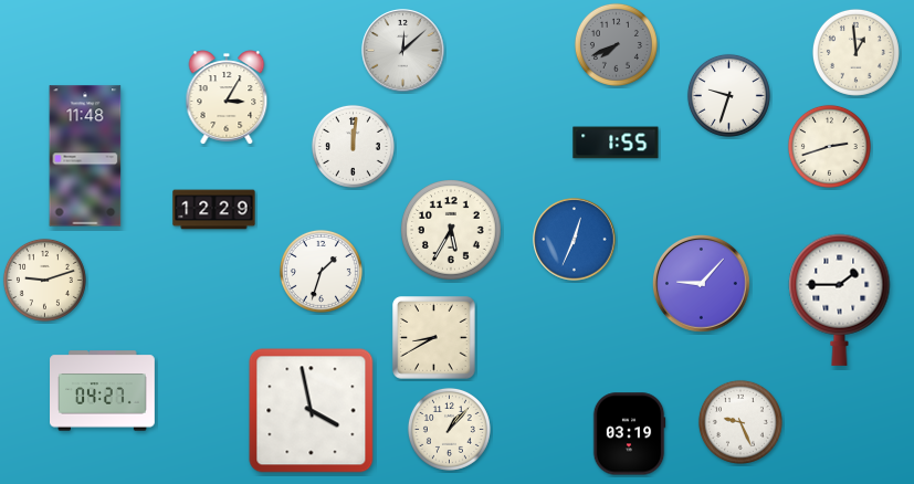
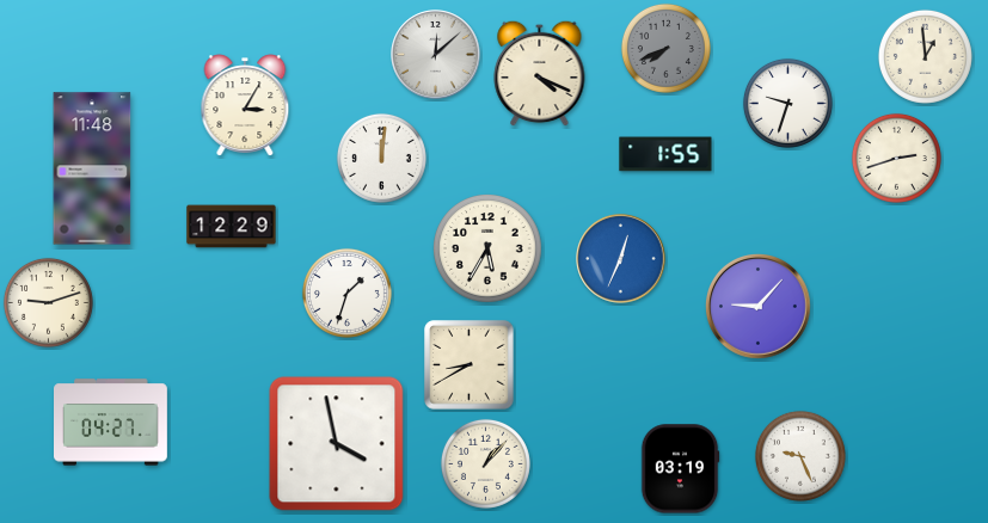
clock at (540, 73): none -> 4:19
clock at (840, 299): 1:45 -> none
